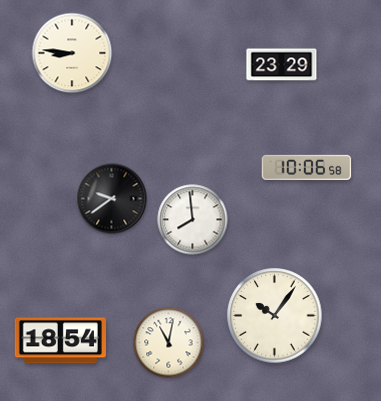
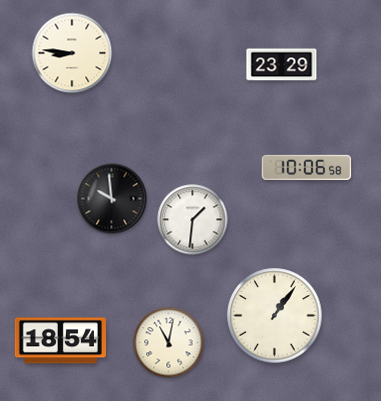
clock at (112, 199): 9:39 -> 9:59
clock at (193, 220): 7:59 -> 1:31
clock at (275, 316): 10:06 -> 1:06
